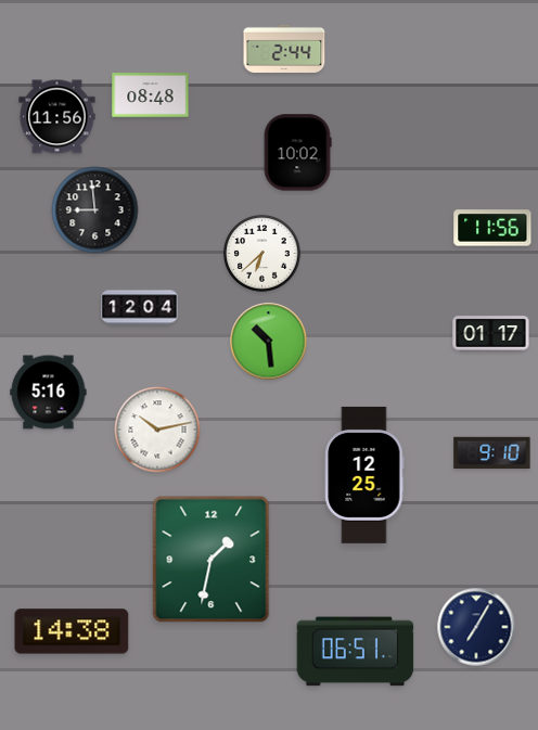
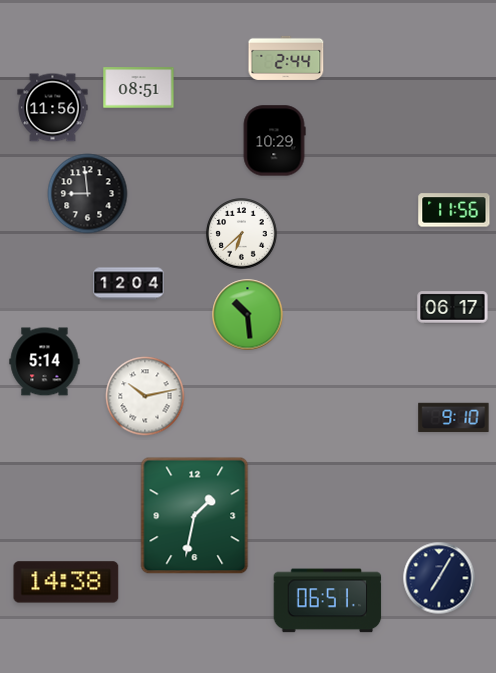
clock at (284, 49) position: (284, 49) -> (286, 58)
clock at (151, 95): 08:48 -> 08:51
clock at (297, 153): 10:02 -> 10:29
clock at (491, 334): 01:17 -> 06:17
clock at (49, 393): 5:16 -> 5:14
clock at (364, 475): 12:25 -> none
